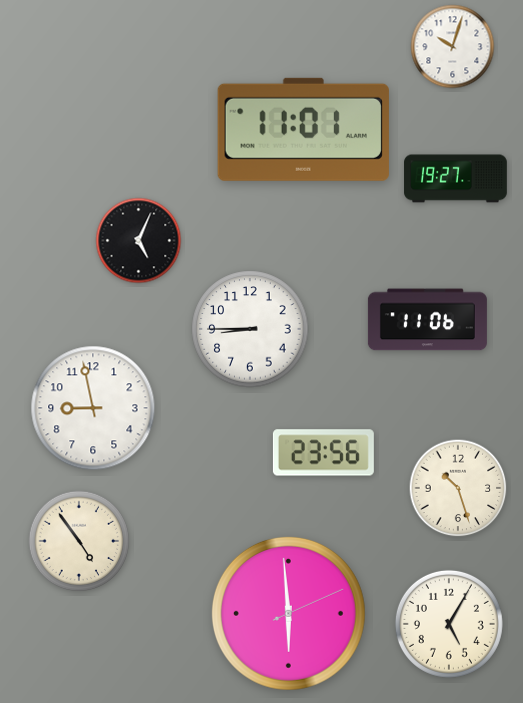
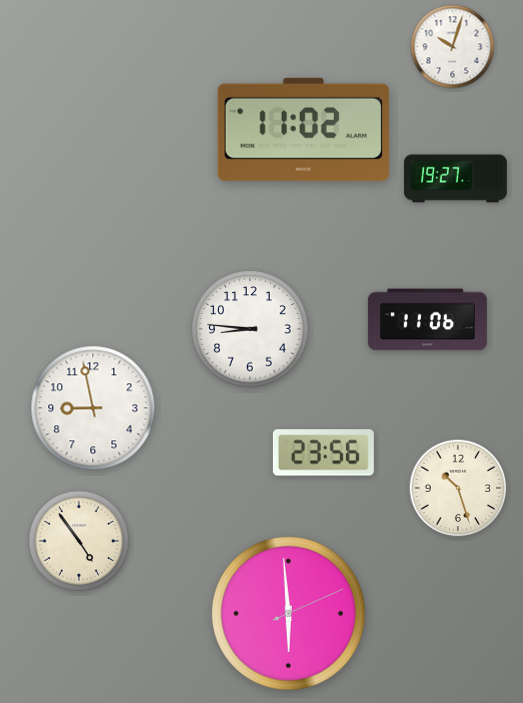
clock at (303, 129): 11:01 -> 11:02
clock at (139, 241): 5:04 -> none
clock at (250, 329): 8:45 -> 8:46
clock at (449, 624): 5:05 -> none
